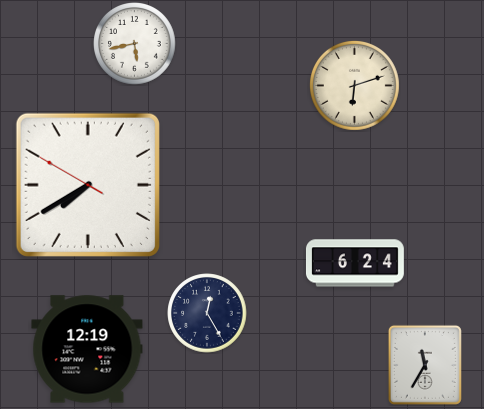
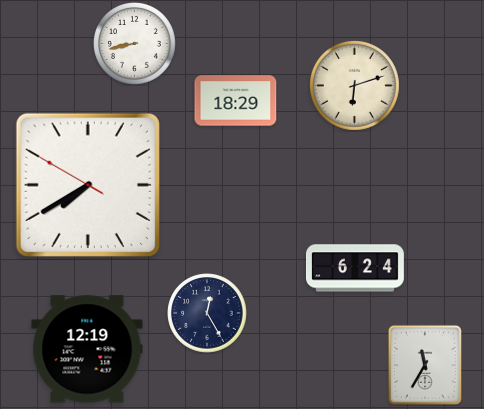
clock at (135, 44): 5:43 -> 8:43
clock at (236, 101): none -> 18:29
clock at (355, 263) position: (355, 263) -> (355, 268)
